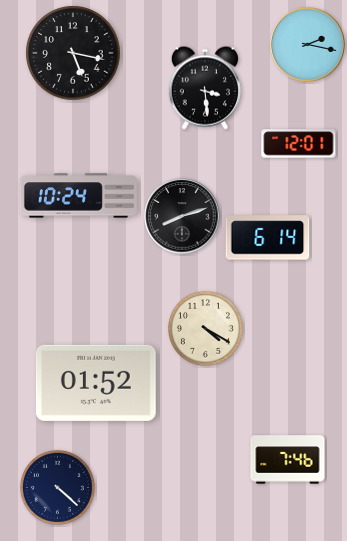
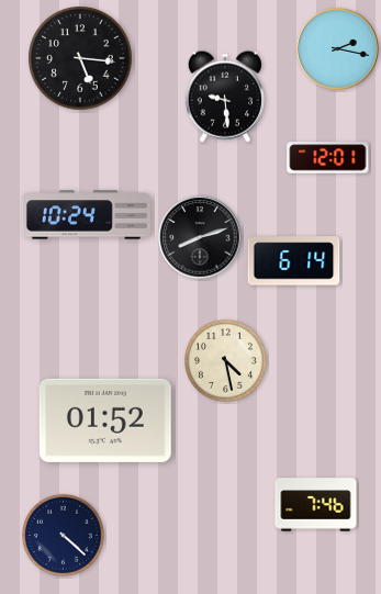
clock at (73, 53): 5:17 -> 5:16
clock at (205, 88): 3:29 -> 9:29
clock at (205, 328): 4:20 -> 4:28
